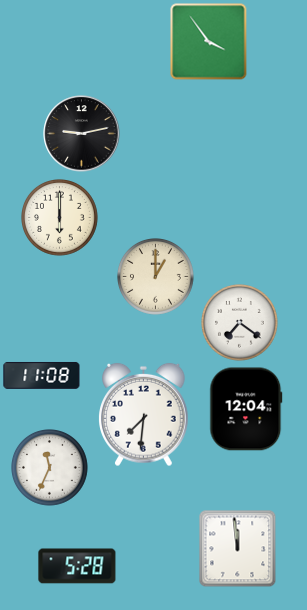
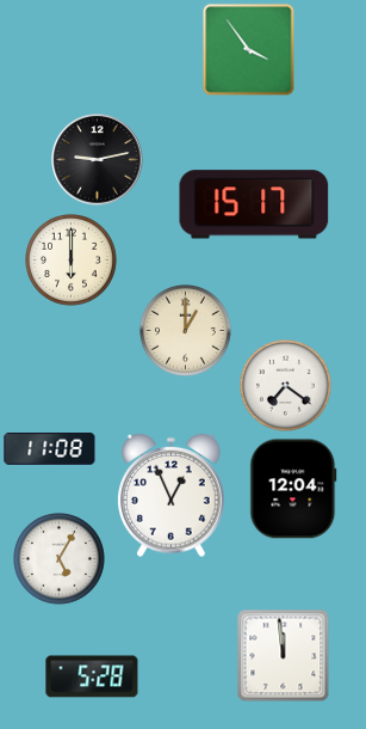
clock at (254, 204): none -> 15:17
clock at (144, 415): 7:31 -> 12:56
clock at (50, 468): 11:34 -> 5:05
